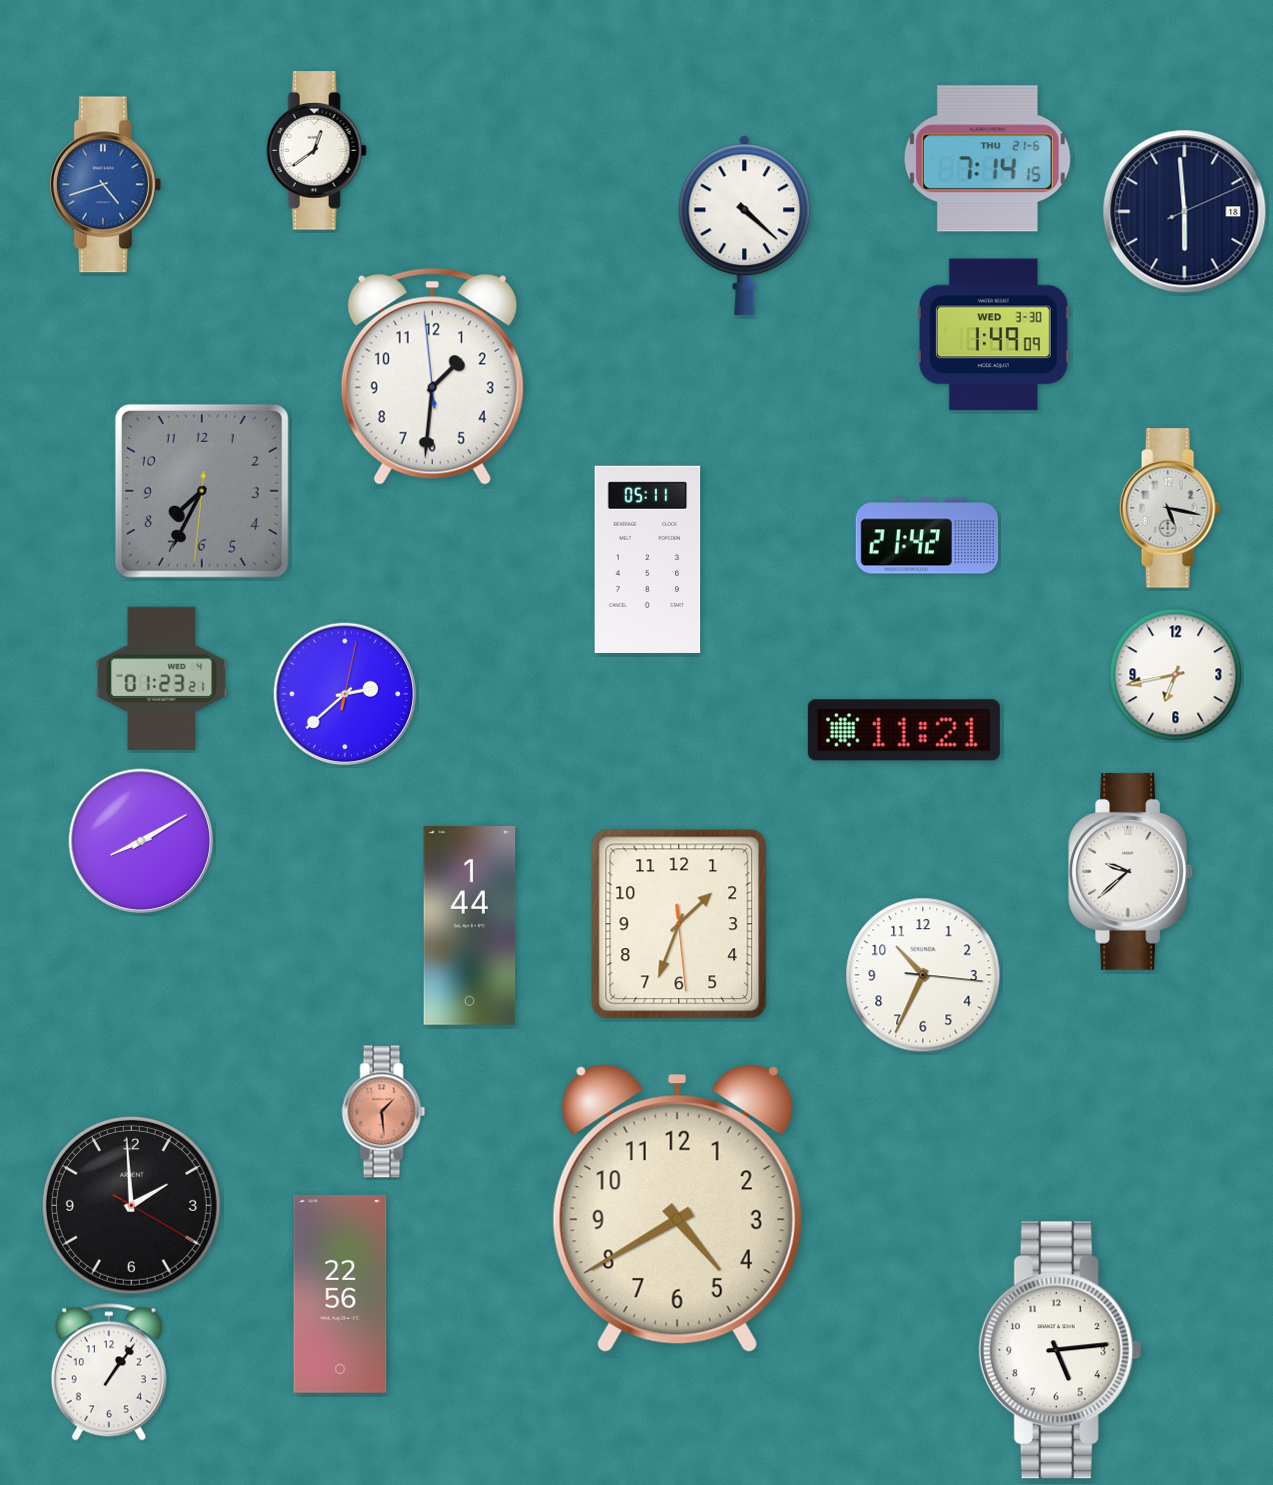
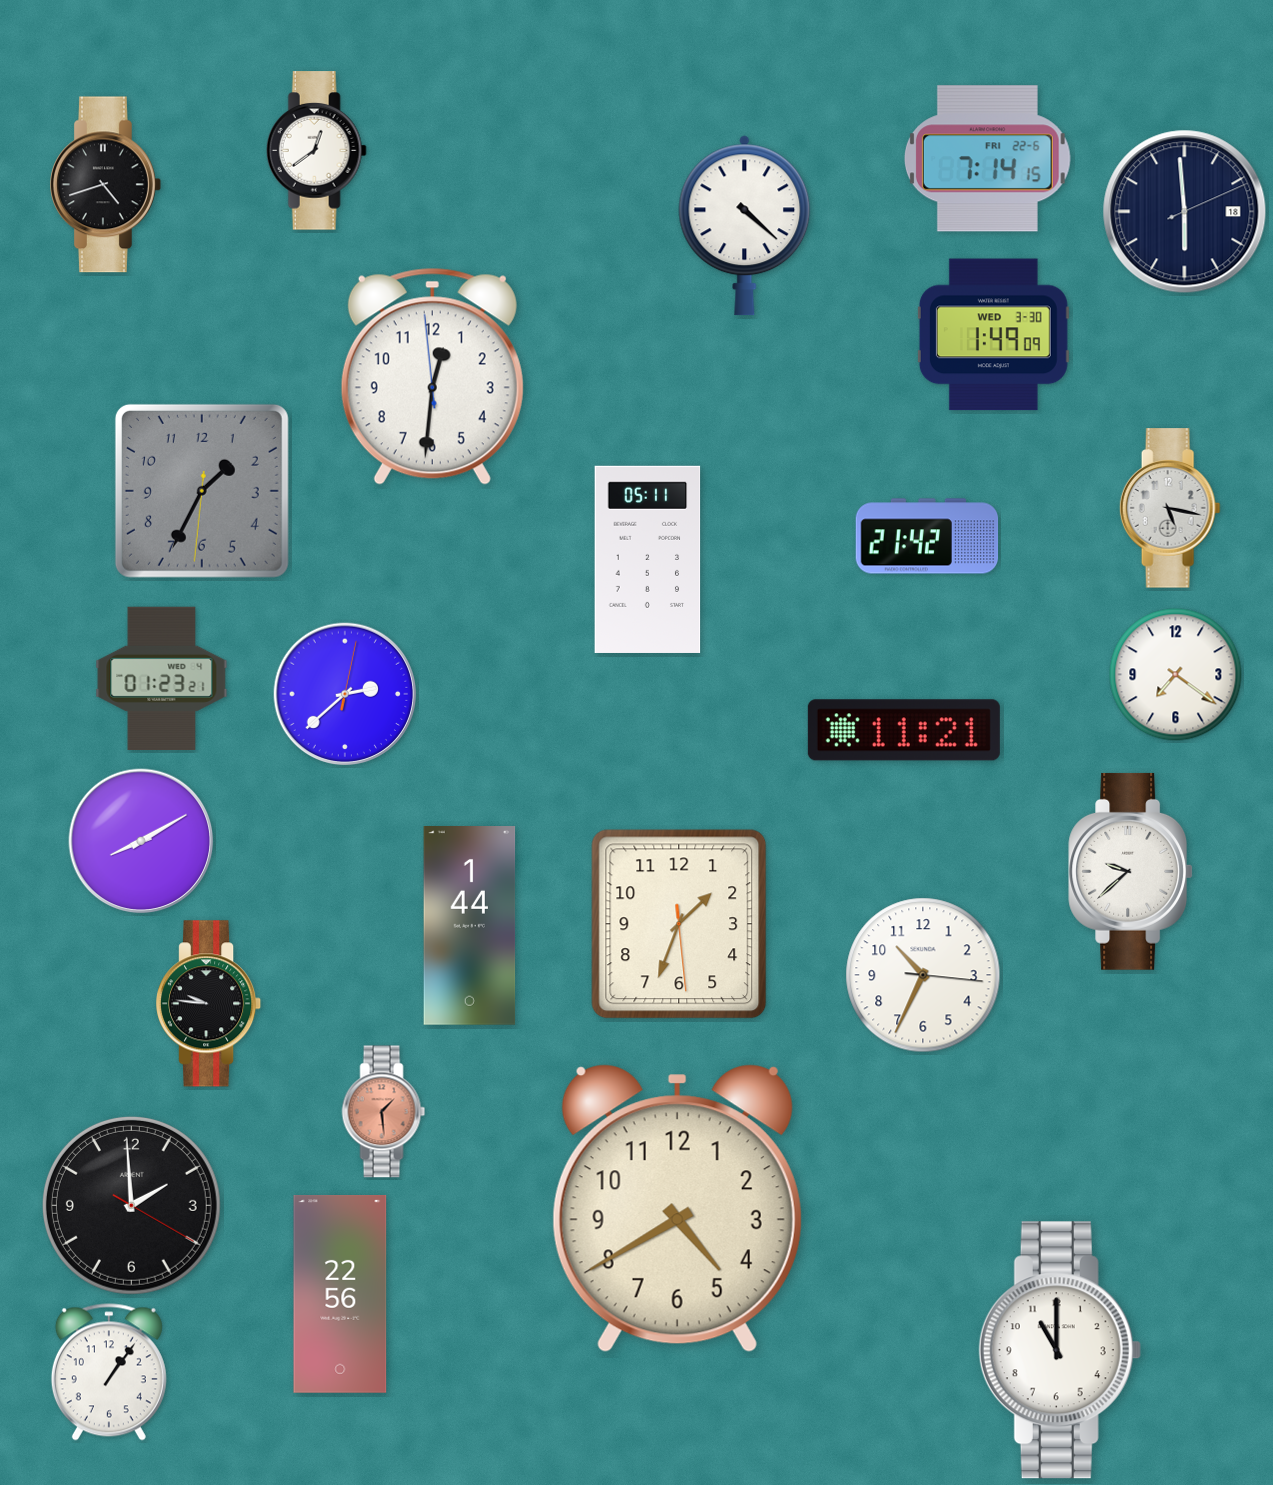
clock at (987, 159) date: THU 21-6 -> FRI 22-6
clock at (106, 185) dial: blue -> black
clock at (432, 376): 1:30 -> 12:30
clock at (202, 491): 7:34 -> 1:34
clock at (1176, 675): 6:43 -> 7:21
clock at (210, 1004): none -> 9:46
clock at (1060, 1350): 5:14 -> 11:00
